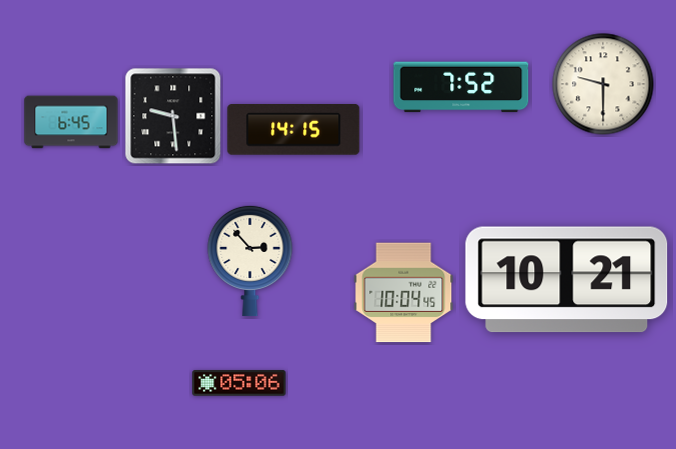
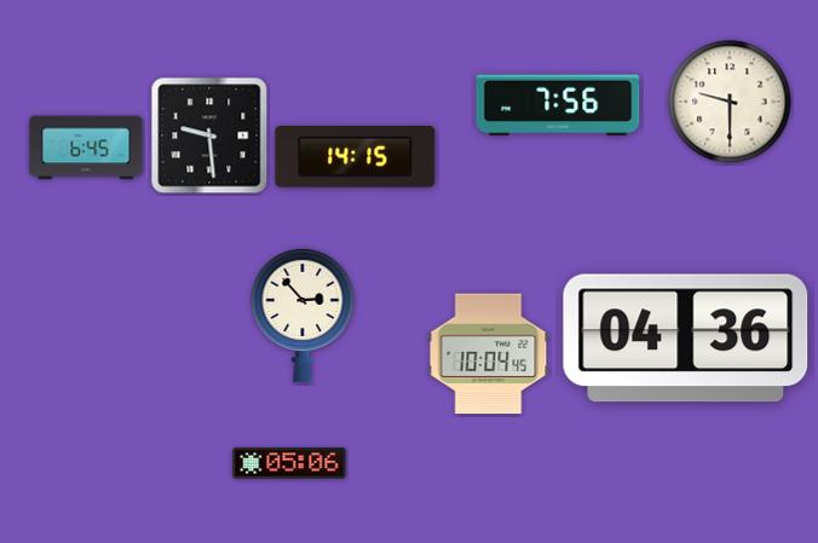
clock at (461, 87): 7:52 -> 7:56
clock at (173, 116) position: (173, 116) -> (209, 135)
clock at (567, 280): 10:21 -> 04:36
